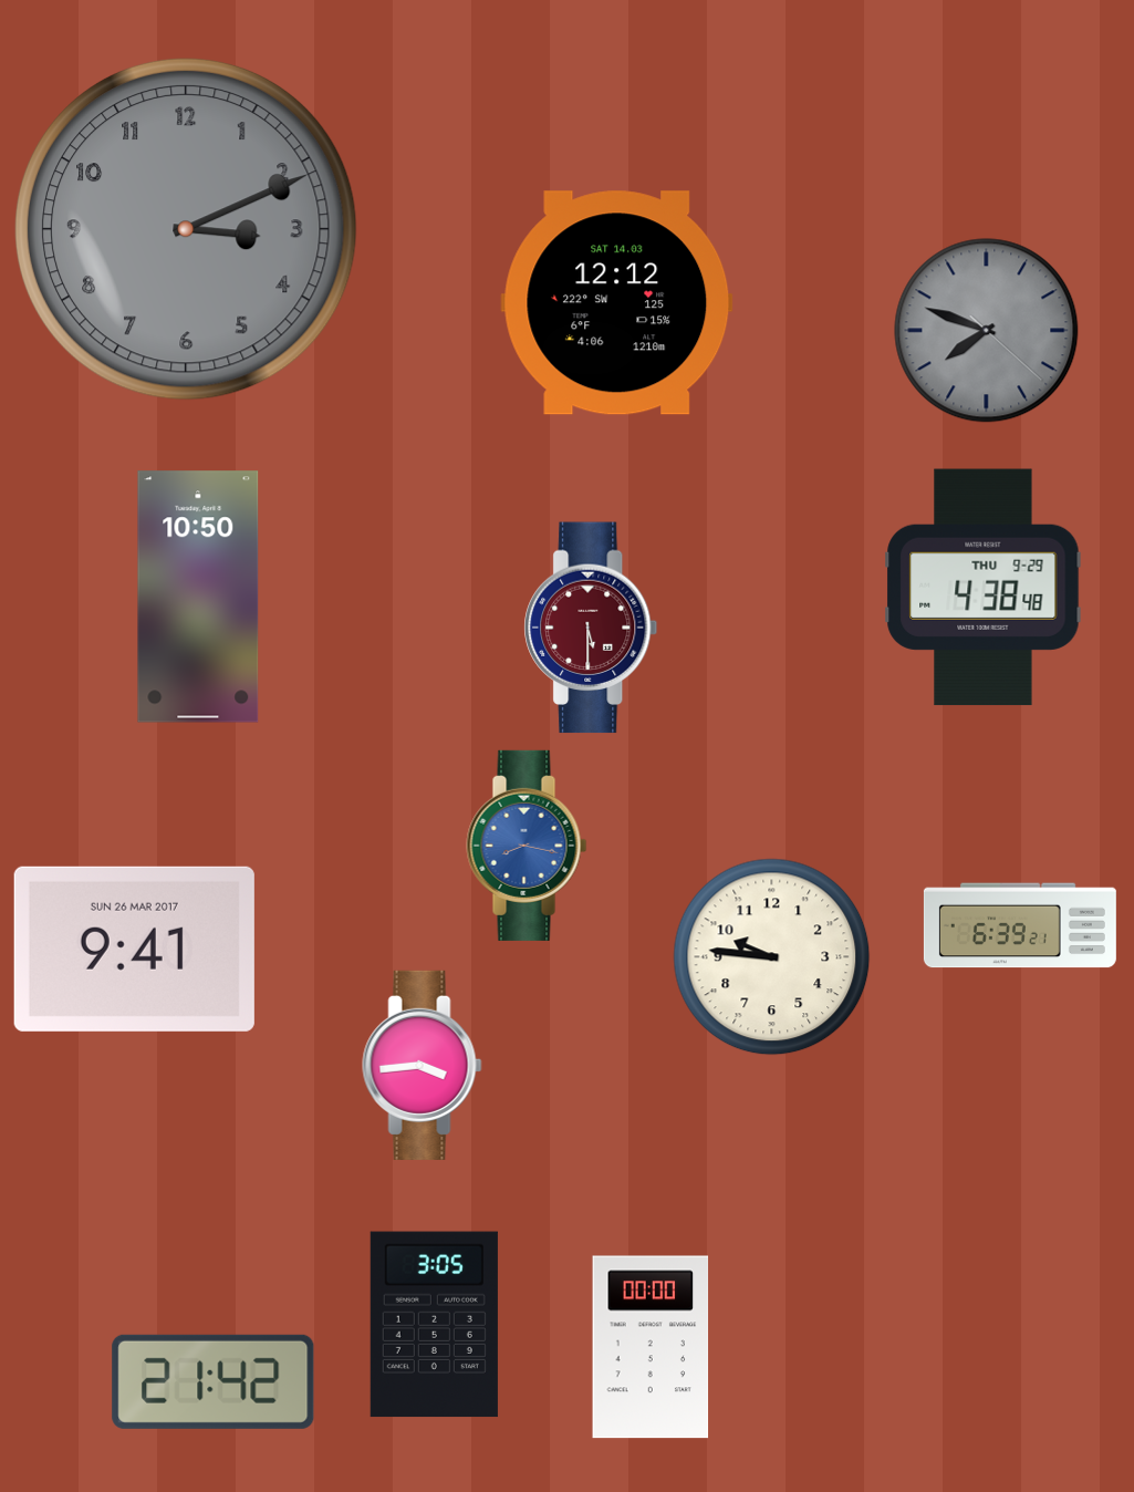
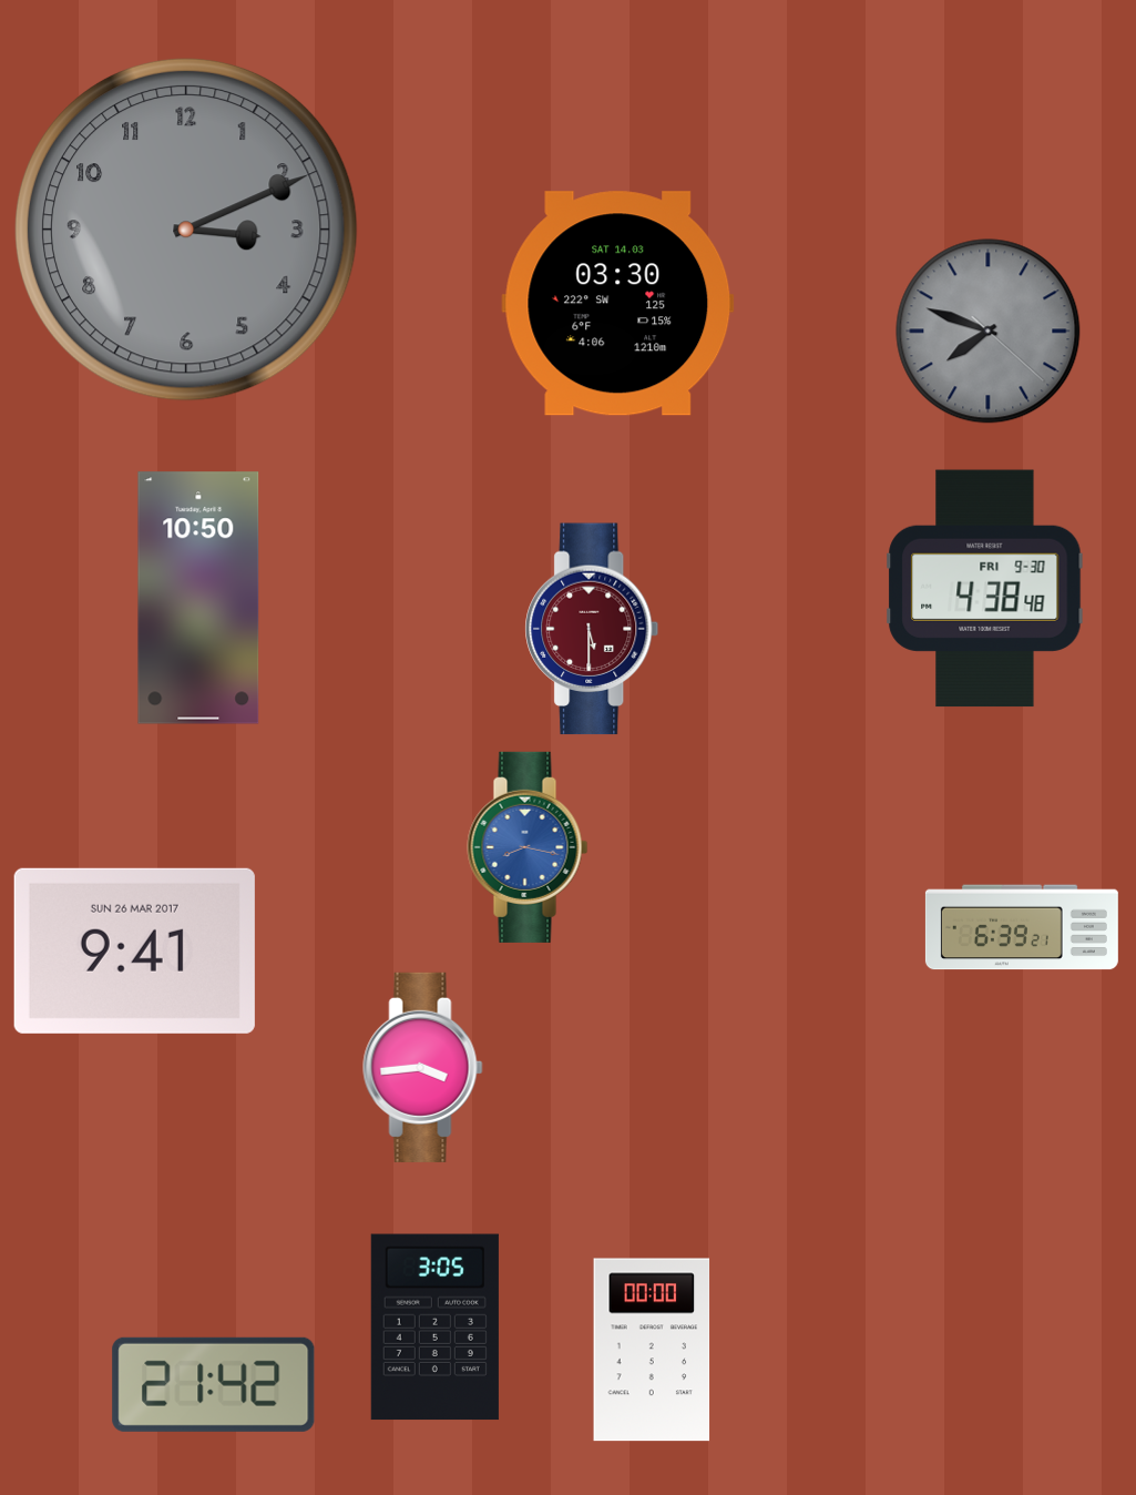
clock at (617, 303): 12:12 -> 03:30
clock at (984, 588) date: THU 9-29 -> FRI 9-30
clock at (772, 957): 9:46 -> none
